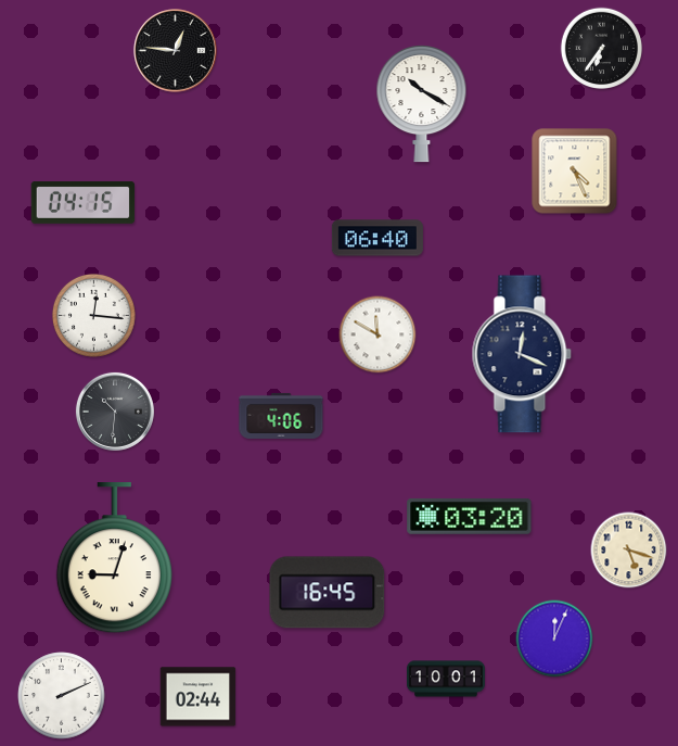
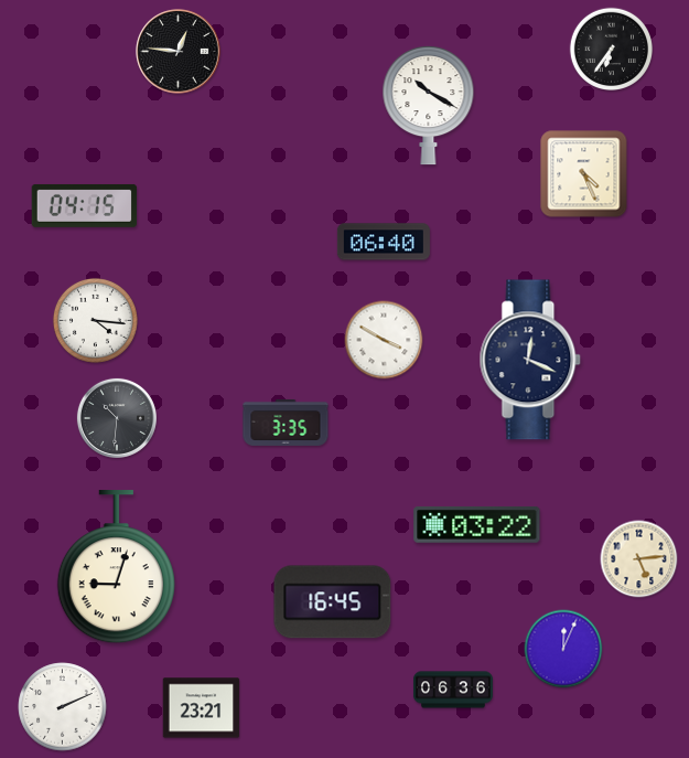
clock at (93, 315): 12:16 -> 4:16
clock at (378, 334): 11:50 -> 3:50
clock at (281, 416): 4:06 -> 3:35
clock at (470, 516): 03:20 -> 03:22
clock at (629, 551): 5:18 -> 5:14
clock at (446, 679): 10:01 -> 06:36
clock at (199, 697): 02:44 -> 23:21
